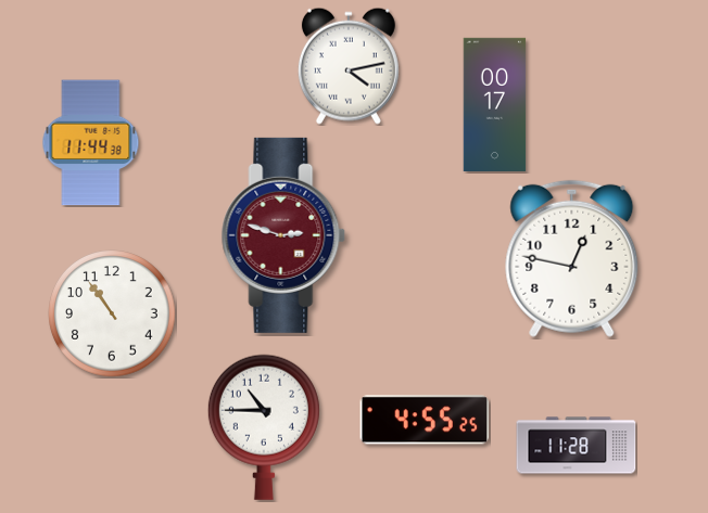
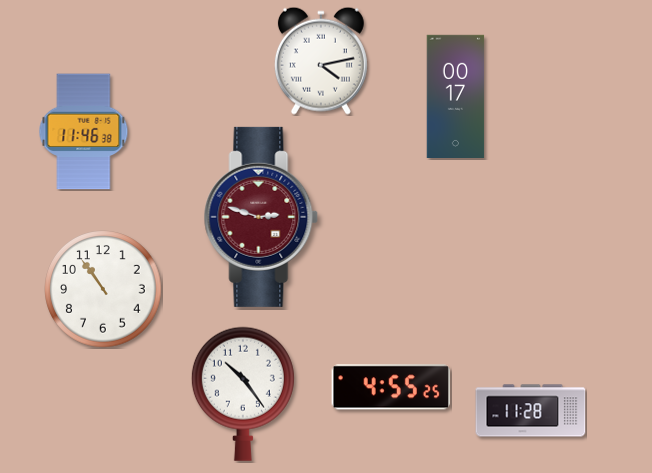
clock at (91, 143): 11:44 -> 11:46
clock at (572, 258): 12:47 -> none
clock at (264, 427): 10:45 -> 10:24
